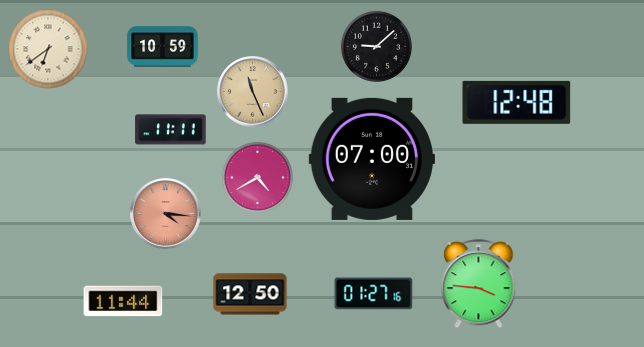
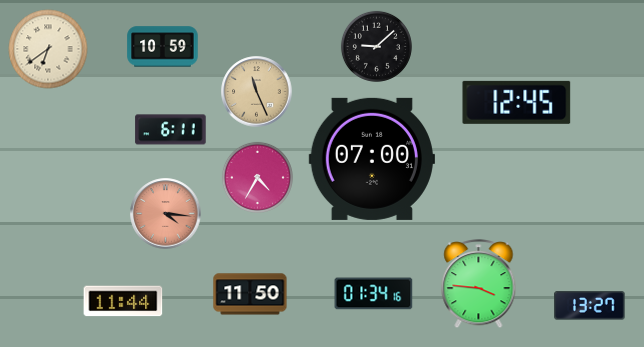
clock at (253, 92) position: (253, 92) -> (257, 92)
clock at (517, 102): 12:48 -> 12:45
clock at (171, 130): 11:11 -> 6:11
clock at (257, 177): 4:40 -> 4:35
clock at (250, 294): 12:50 -> 11:50
clock at (374, 294): 01:27 -> 01:34
clock at (590, 306): none -> 13:27
